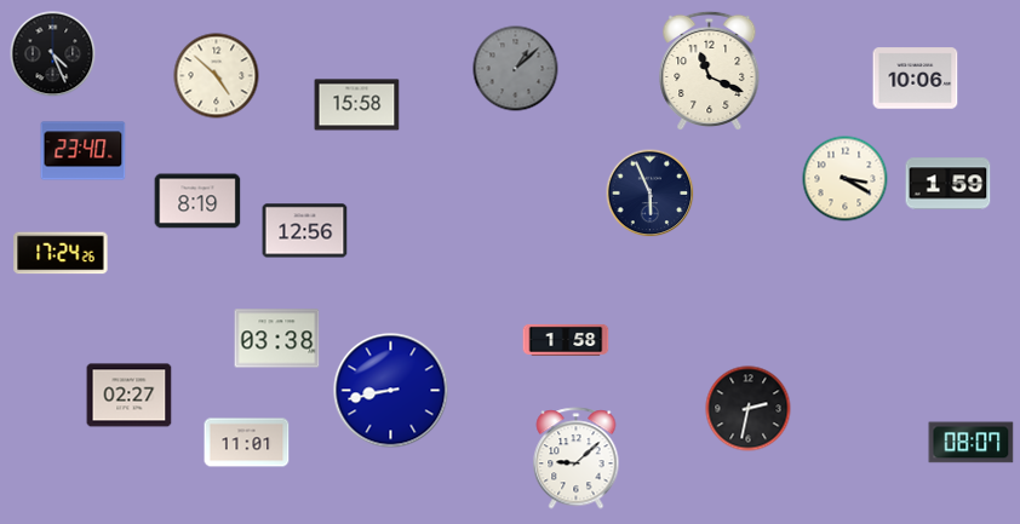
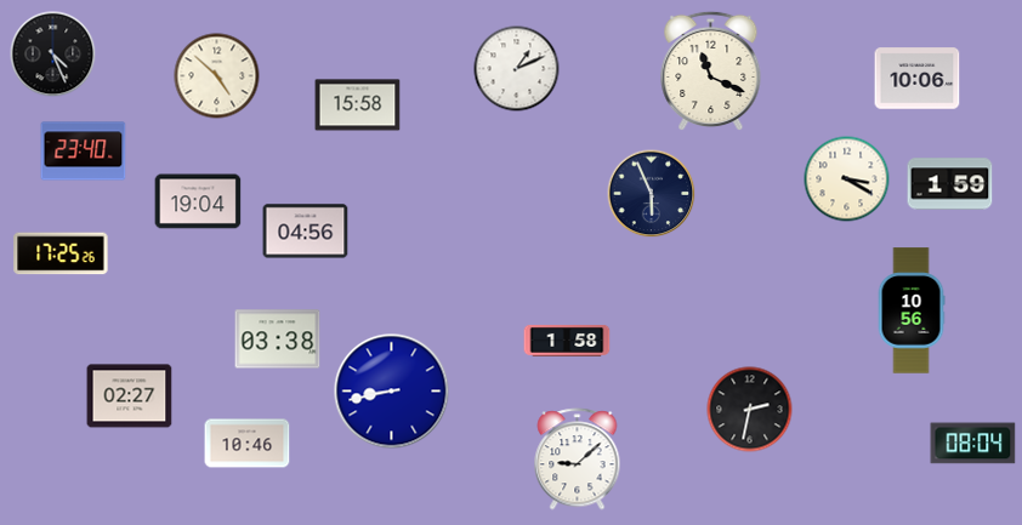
clock at (516, 69): 1:08 -> 1:11
clock at (516, 69) dial: grey -> white
clock at (197, 201): 8:19 -> 19:04
clock at (305, 231): 12:56 -> 04:56
clock at (61, 253): 17:24 -> 17:25
clock at (912, 310): none -> 10:56
clock at (247, 443): 11:01 -> 10:46
clock at (972, 443): 08:07 -> 08:04
